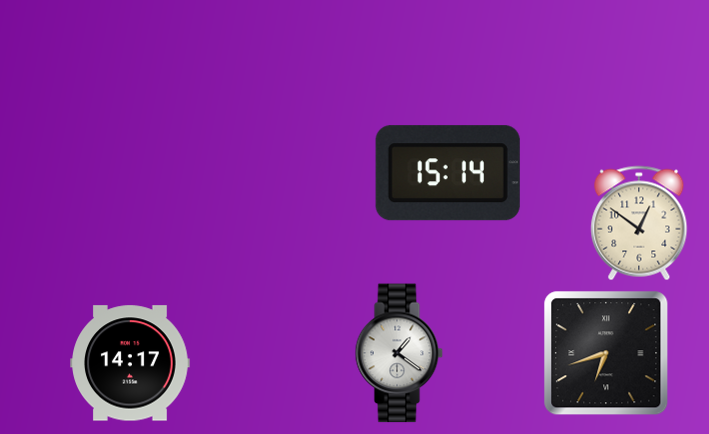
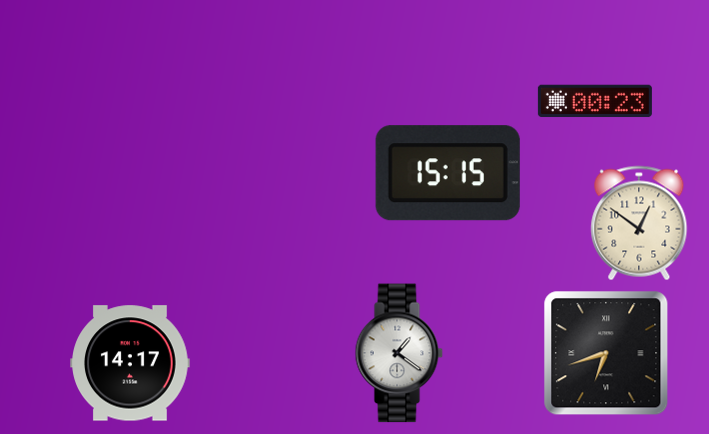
clock at (595, 101): none -> 00:23
clock at (448, 173): 15:14 -> 15:15
